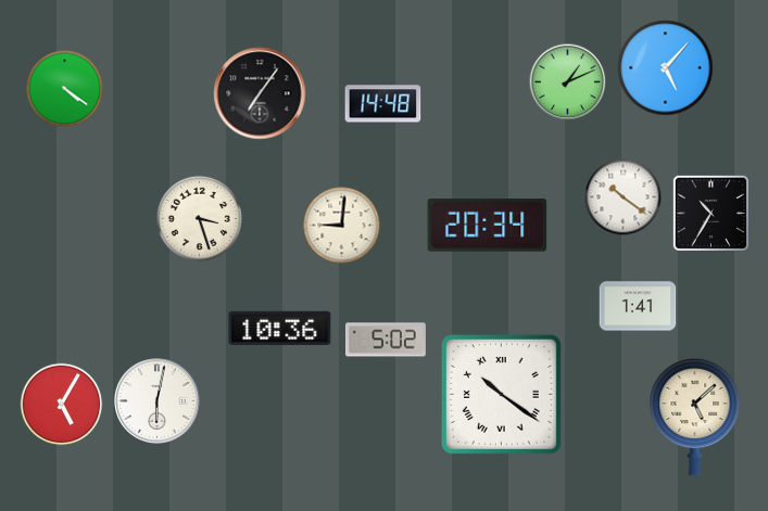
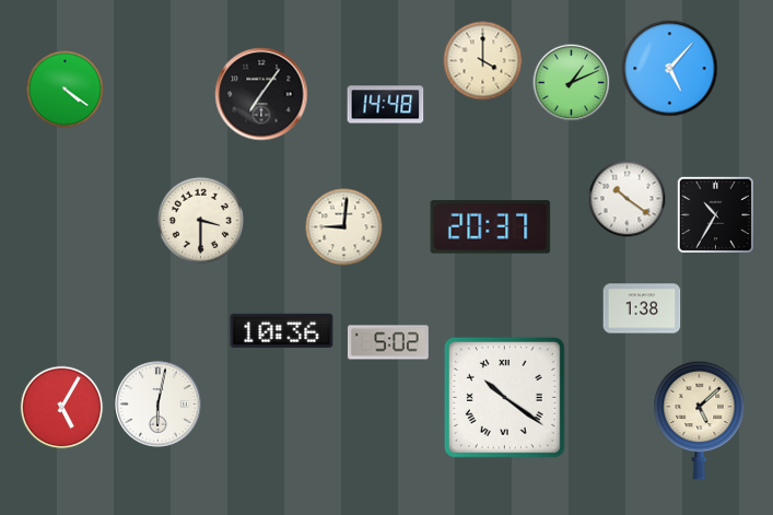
clock at (483, 61): none -> 4:00
clock at (199, 218): 3:27 -> 3:30
clock at (488, 226): 20:34 -> 20:37
clock at (638, 306): 1:41 -> 1:38
